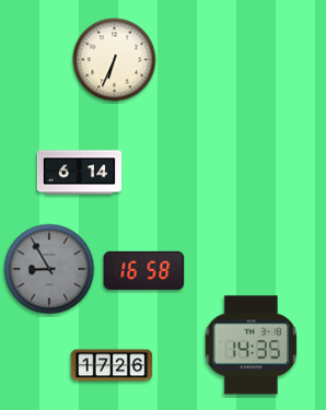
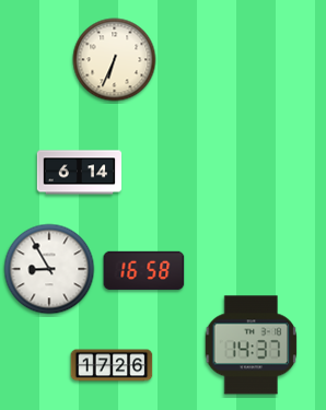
clock at (49, 269) dial: grey -> white
clock at (252, 345): 14:35 -> 14:37
